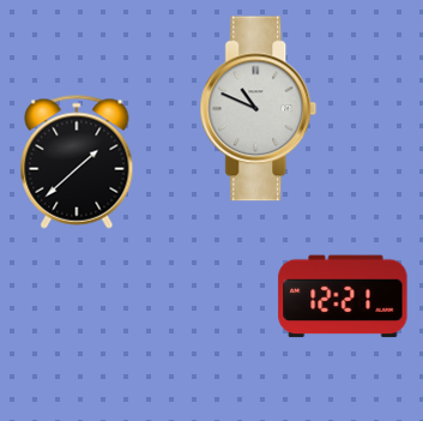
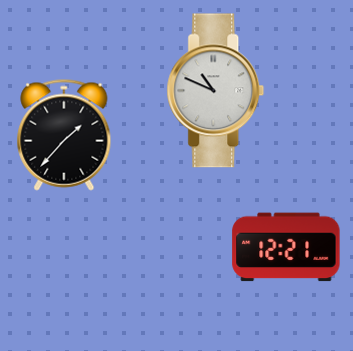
clock at (77, 162): 1:38 -> 1:37
